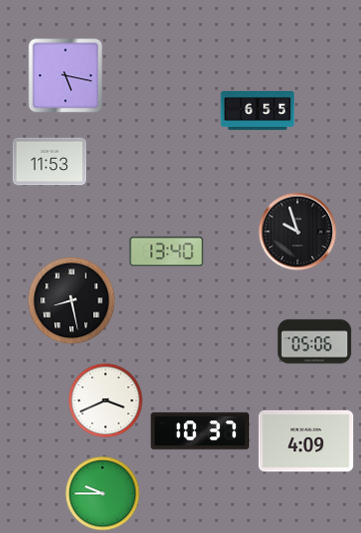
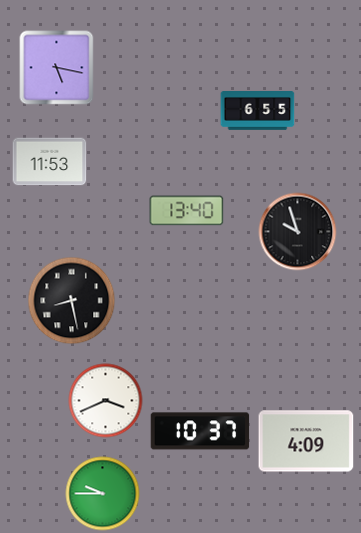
clock at (66, 76) position: (66, 76) -> (57, 68)
clock at (167, 252) position: (167, 252) -> (187, 211)
clock at (315, 342): 05:06 -> none
